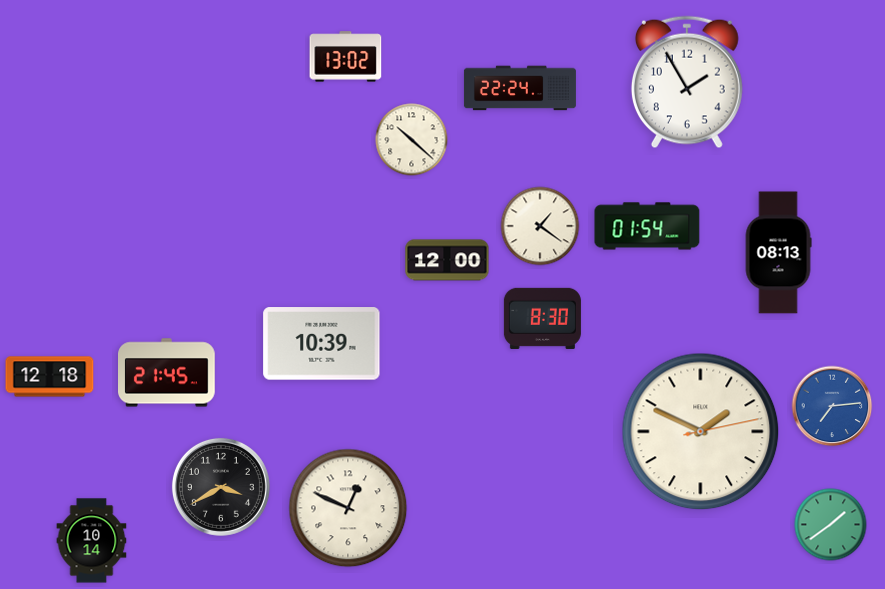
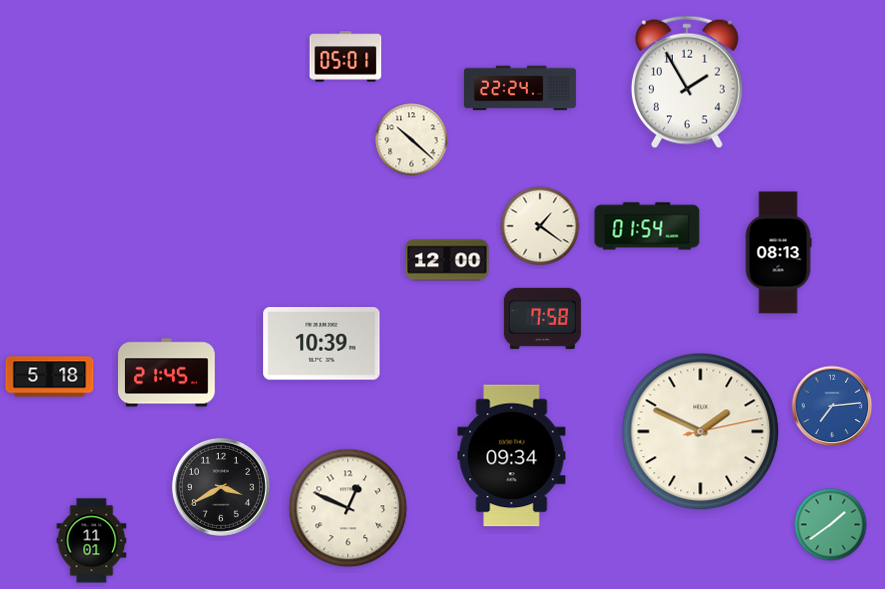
clock at (346, 57): 13:02 -> 05:01
clock at (542, 318): 8:30 -> 7:58
clock at (50, 377): 12:18 -> 5:18
clock at (512, 456): none -> 09:34
clock at (92, 541): 10:14 -> 11:01
